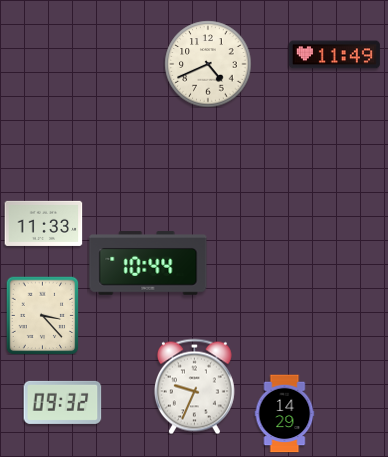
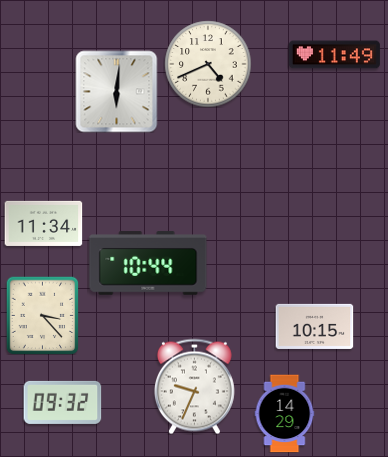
clock at (116, 91): none -> 6:01
clock at (43, 223): 11:33 -> 11:34
clock at (314, 326): none -> 10:15
